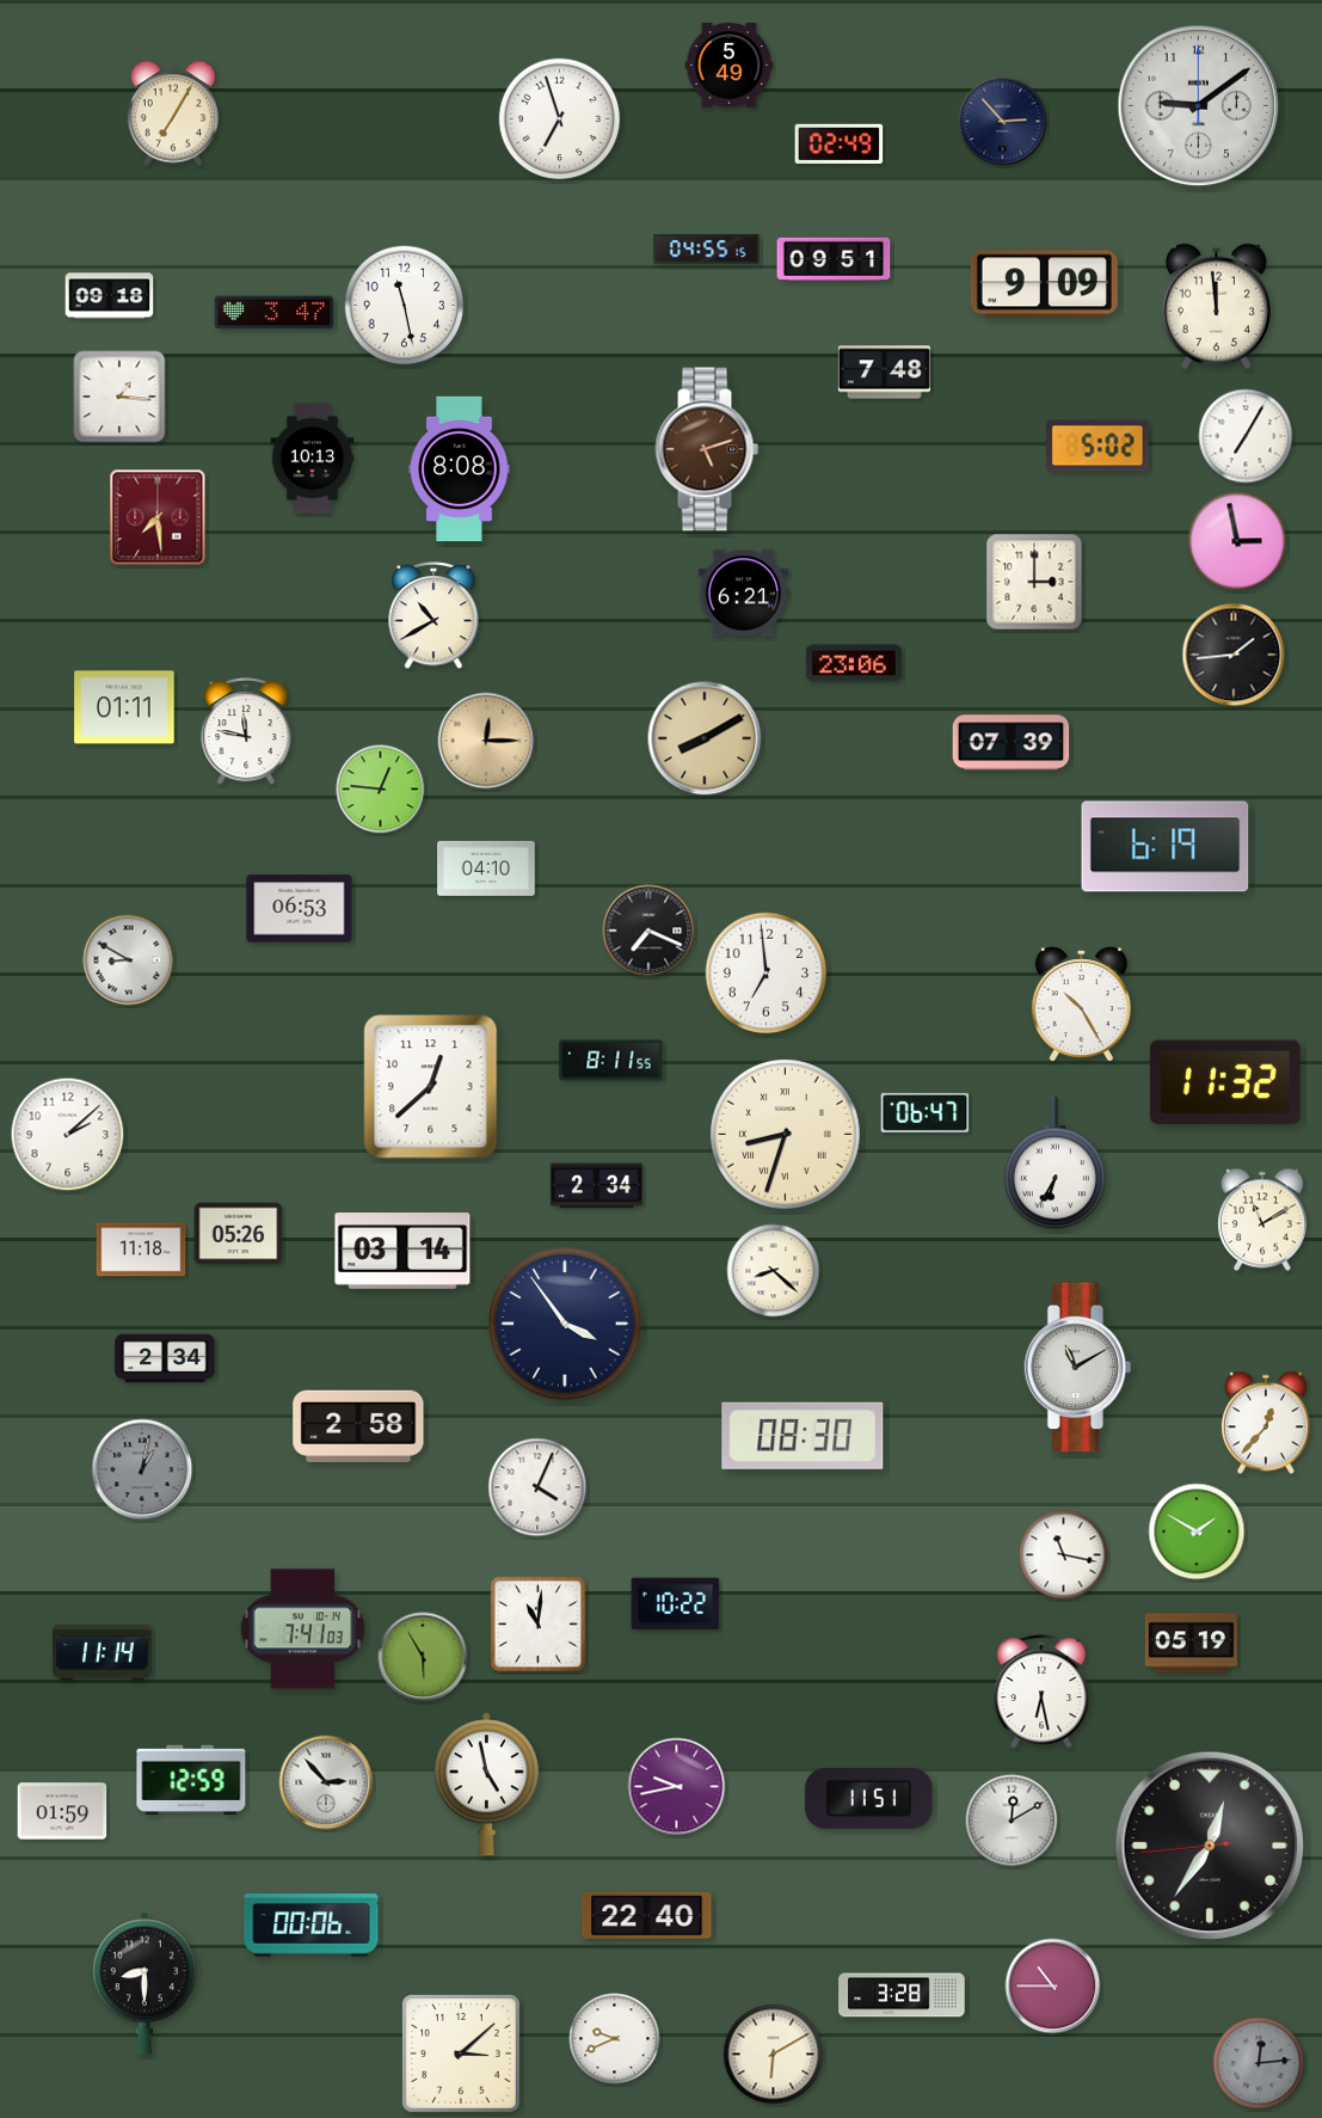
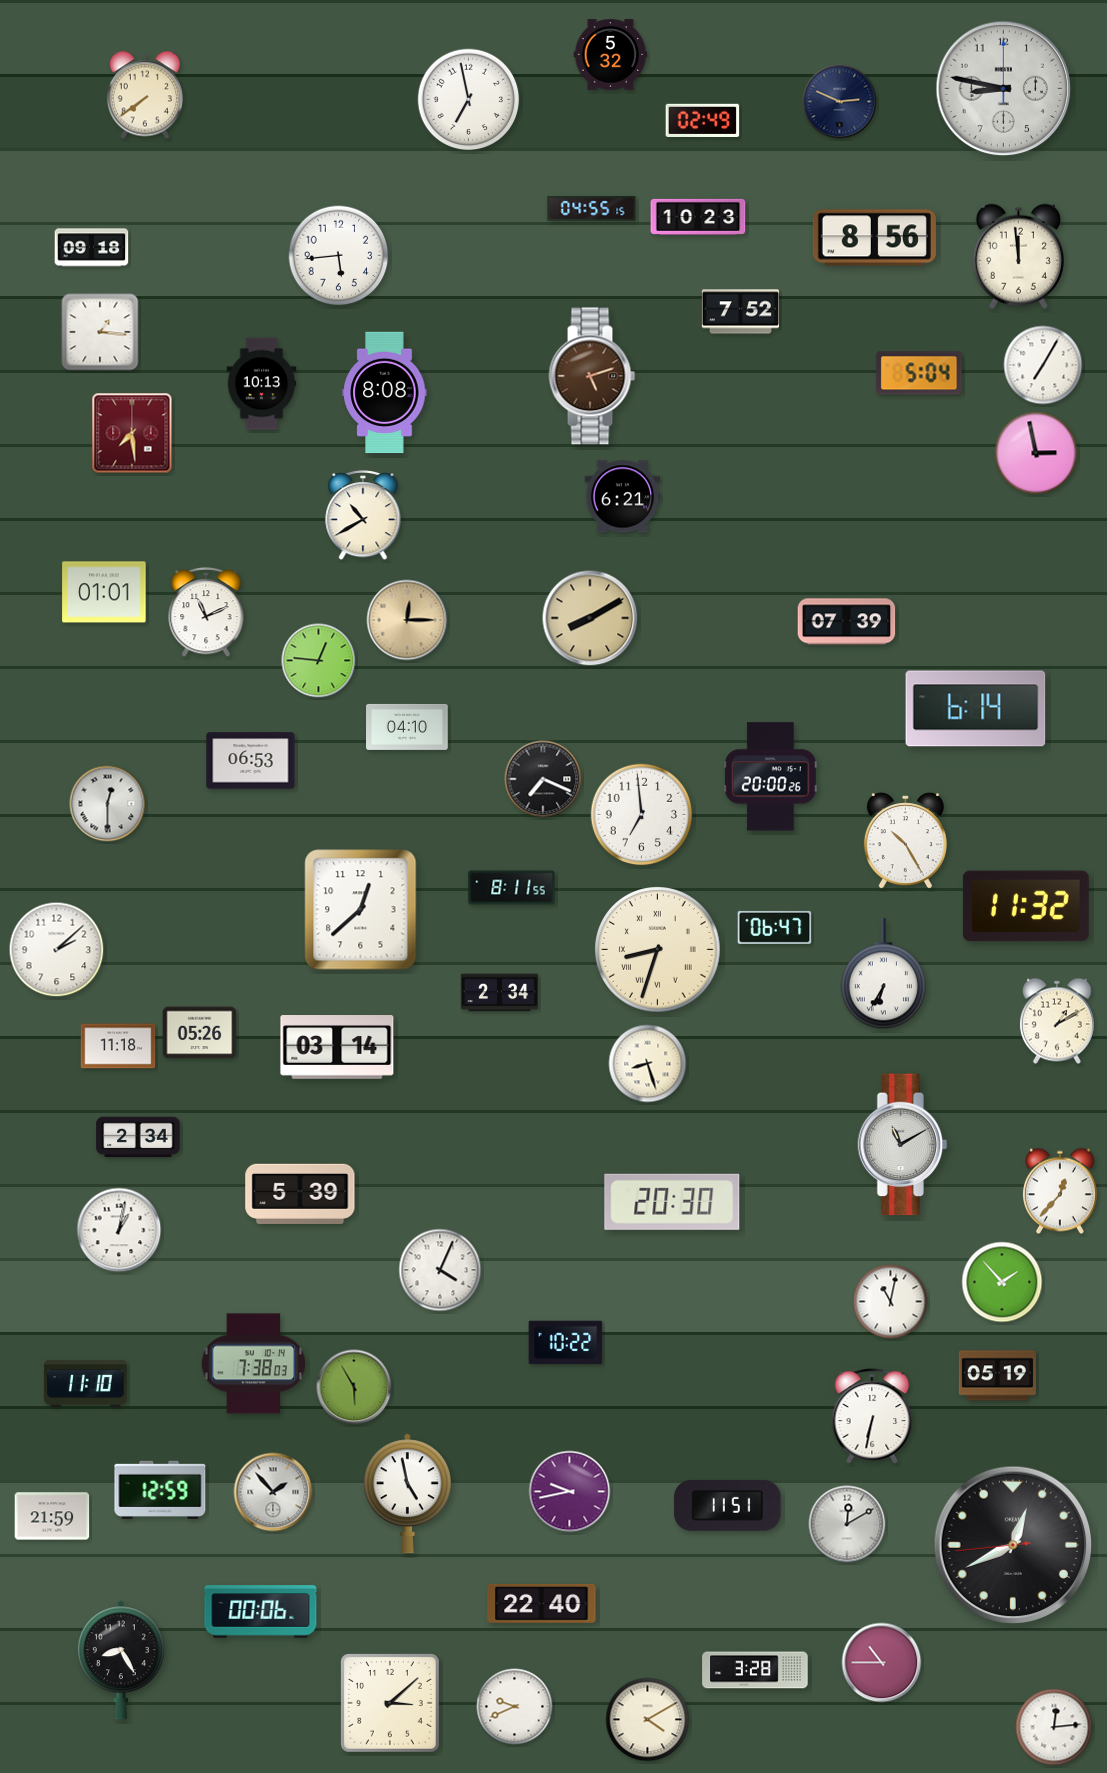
clock at (730, 66): 5:49 -> 5:32
clock at (1199, 106): 9:09 -> 8:47
clock at (173, 113): 7:05 -> 7:39
clock at (560, 119): 6:57 -> 6:58
clock at (1003, 122): 2:53 -> 2:49
clock at (834, 259): 09:51 -> 10:23
clock at (1044, 284): 9:09 -> 8:56
clock at (405, 306): 11:28 -> 5:44
clock at (273, 313): 3:47 -> none
clock at (884, 373): 7:48 -> 7:52
clock at (1097, 446): 5:02 -> 5:04
clock at (1034, 582): 3:00 -> none
clock at (1234, 655): 1:44 -> none
clock at (854, 663): 23:06 -> none
clock at (124, 707): 01:11 -> 01:01
clock at (246, 732): 11:47 -> 11:11
clock at (1166, 847): 6:19 -> 6:14
clock at (770, 777): none -> 20:00
clock at (129, 960): 8:50 -> 12:30
clock at (926, 1112) position: (926, 1112) -> (775, 927)
clock at (1262, 1220): 11:10 -> 1:10
clock at (774, 1271): 8:22 -> 8:27
clock at (565, 1324): 3:54 -> none
clock at (358, 1426): 2:58 -> 5:39
clock at (803, 1436): 08:30 -> 20:30
clock at (142, 1469) dial: grey -> white
clock at (537, 1487) position: (537, 1487) -> (440, 1270)
clock at (1197, 1531): 1:50 -> 1:53
clock at (1064, 1555): 11:17 -> 11:02
clock at (539, 1625): 11:01 -> none
clock at (303, 1629): 7:41 -> 7:38
clock at (103, 1652): 11:14 -> 11:10
clock at (1041, 1692): 6:28 -> 6:32
clock at (326, 1782): 2:53 -> 1:53
clock at (677, 1787) position: (677, 1787) -> (570, 1492)
clock at (62, 1811): 01:59 -> 21:59
clock at (1209, 1846): 12:35 -> 12:40
clock at (145, 1983): 8:30 -> 8:25
clock at (461, 2053) position: (461, 2053) -> (390, 1703)
clock at (774, 2055): 6:10 -> 4:10
clock at (1259, 2063) dial: grey -> white
